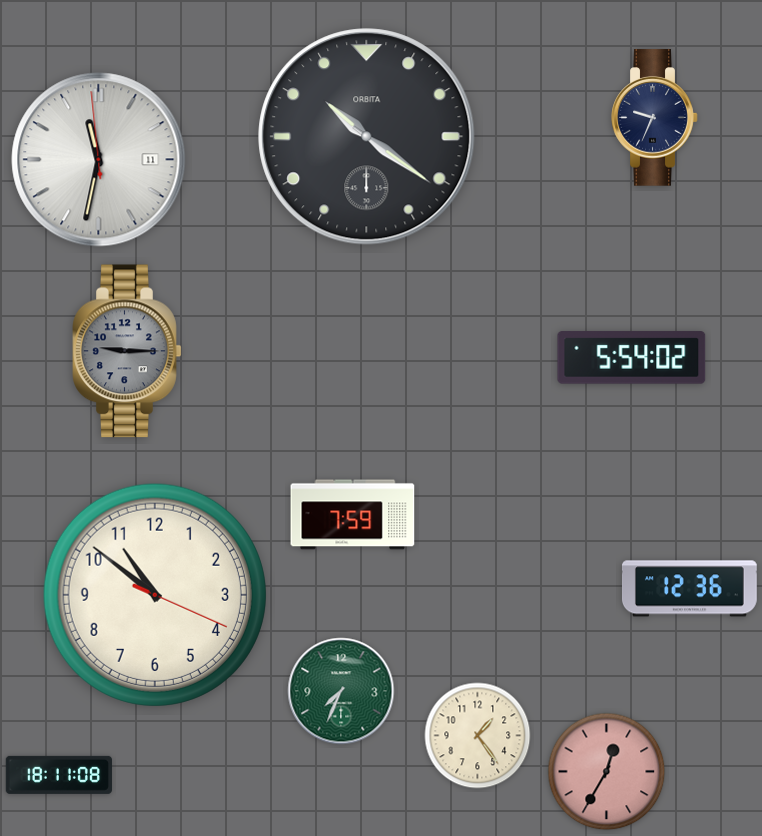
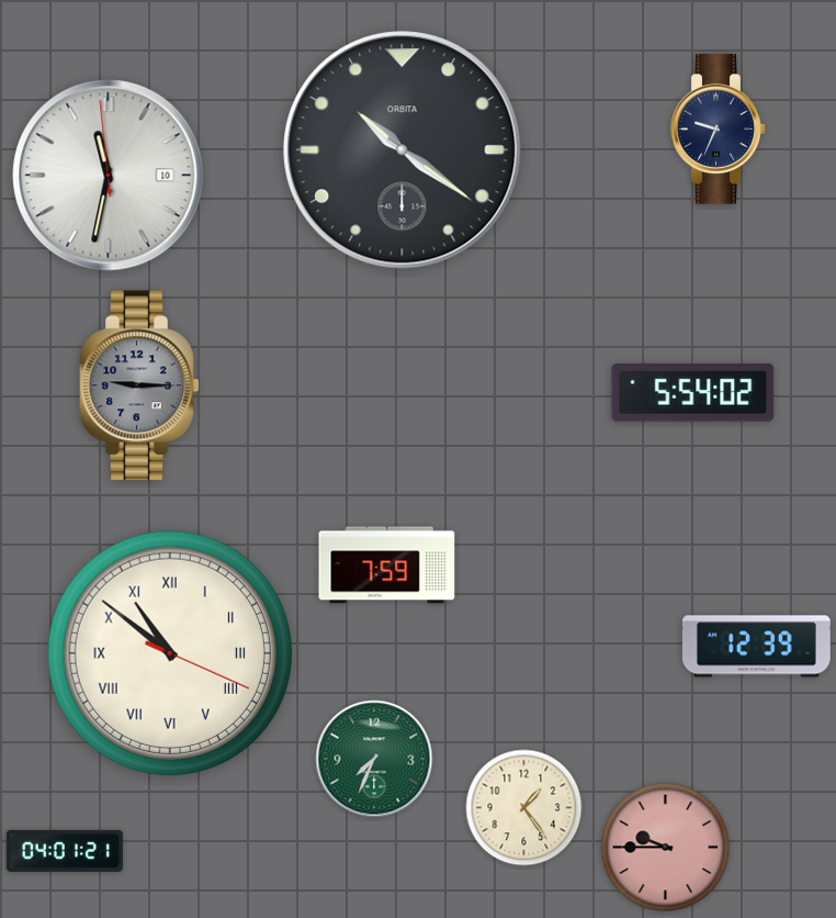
clock at (99, 160) date: 11 -> 10
clock at (689, 589): 12:36 -> 12:39
clock at (155, 595) numerals: Arabic -> Roman
clock at (607, 772): 12:35 -> 9:45
clock at (59, 775): 18:11 -> 04:01
